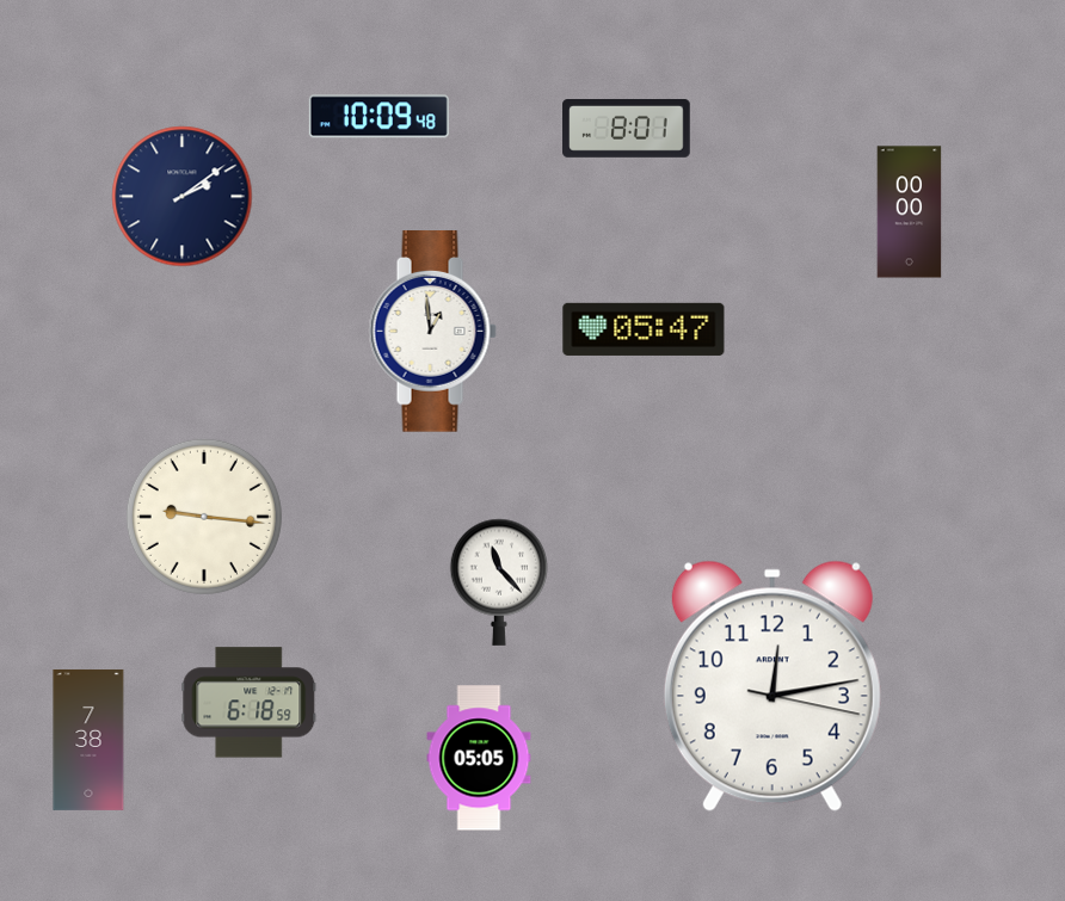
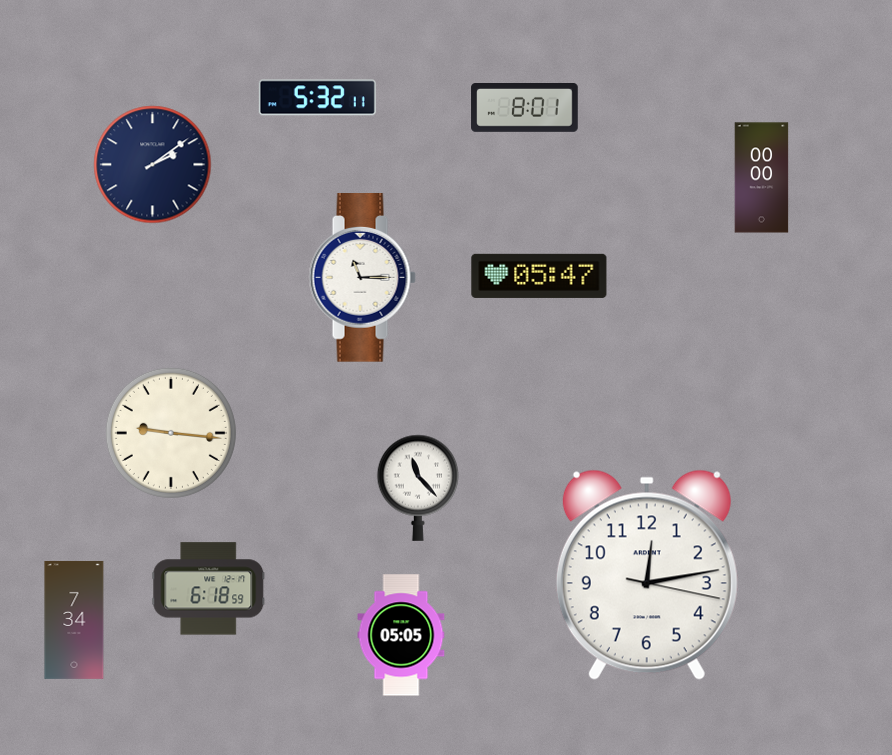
clock at (378, 117): 10:09 -> 5:32
clock at (432, 332): 12:59 -> 11:15
clock at (88, 740): 7:38 -> 7:34
